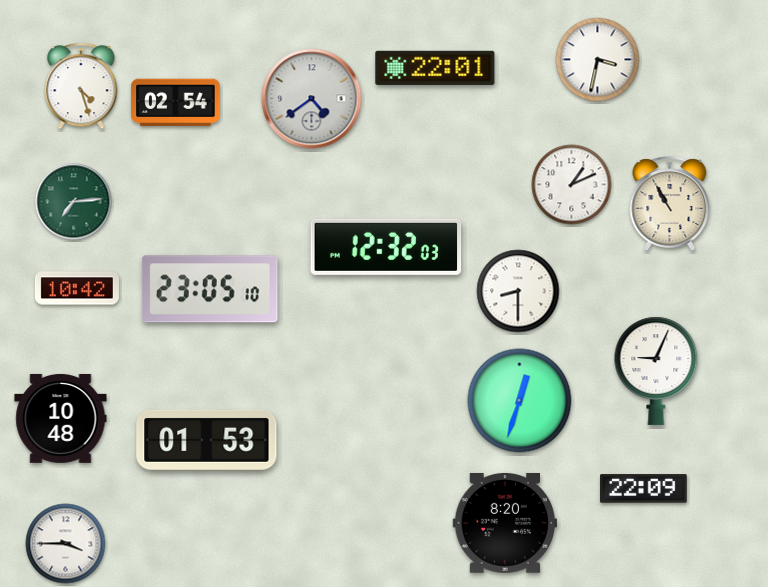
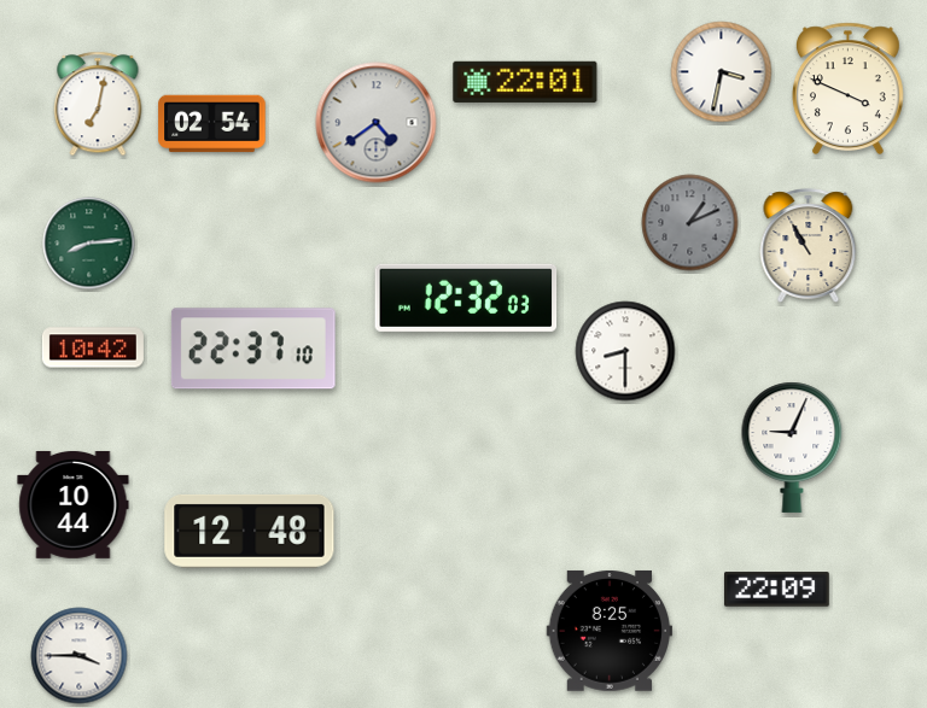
clock at (847, 89): none -> 3:49
clock at (81, 86): 4:27 -> 7:02
clock at (312, 99) position: (312, 99) -> (377, 123)
clock at (572, 185) dial: white -> grey
clock at (74, 202): 7:14 -> 8:14
clock at (210, 289): 23:05 -> 22:37
clock at (520, 401): 12:33 -> none
clock at (61, 418): 10:48 -> 10:44
clock at (207, 440): 01:53 -> 12:48
clock at (504, 523): 8:20 -> 8:25
